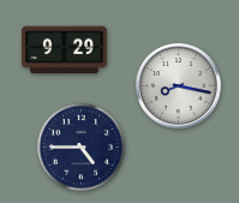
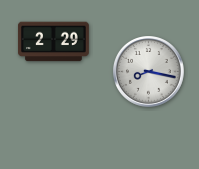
clock at (65, 50): 9:29 -> 2:29
clock at (80, 147): 4:45 -> none
